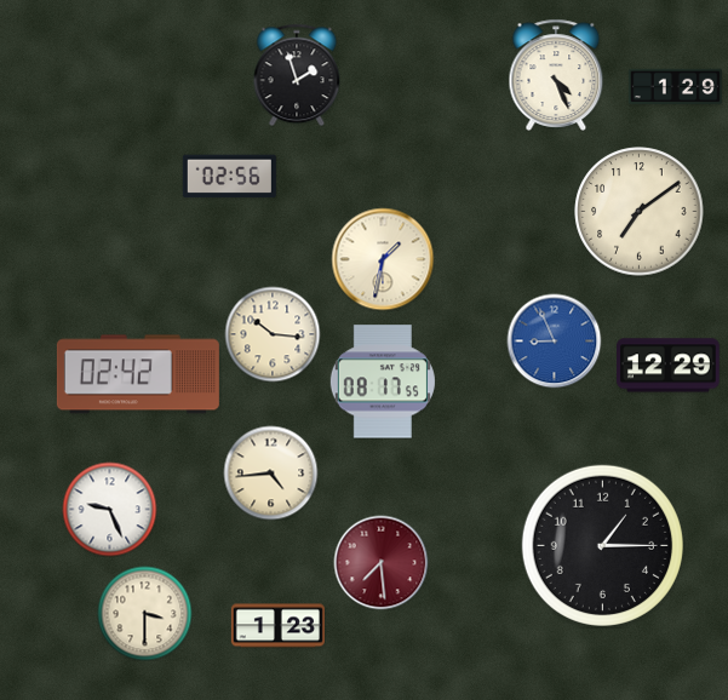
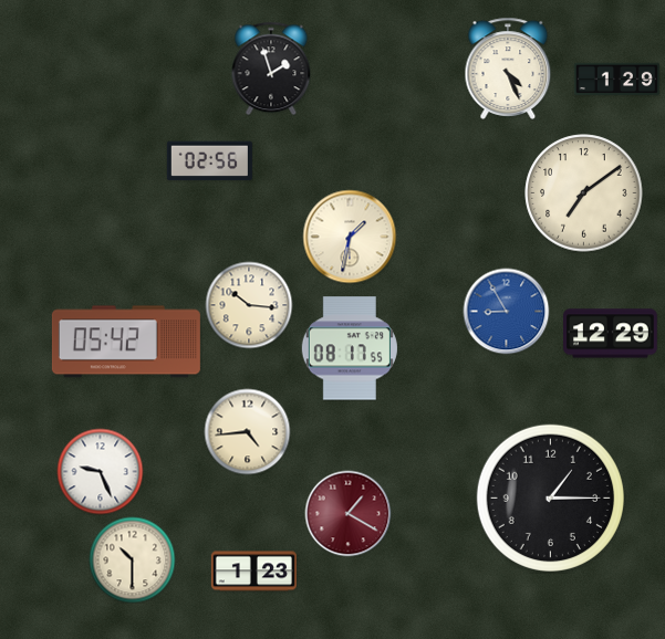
clock at (554, 340): 8:56 -> 8:55
clock at (138, 374): 02:42 -> 05:42
clock at (109, 509) position: (109, 509) -> (100, 471)
clock at (380, 562): 7:29 -> 1:20
clock at (144, 613): 3:30 -> 10:30
